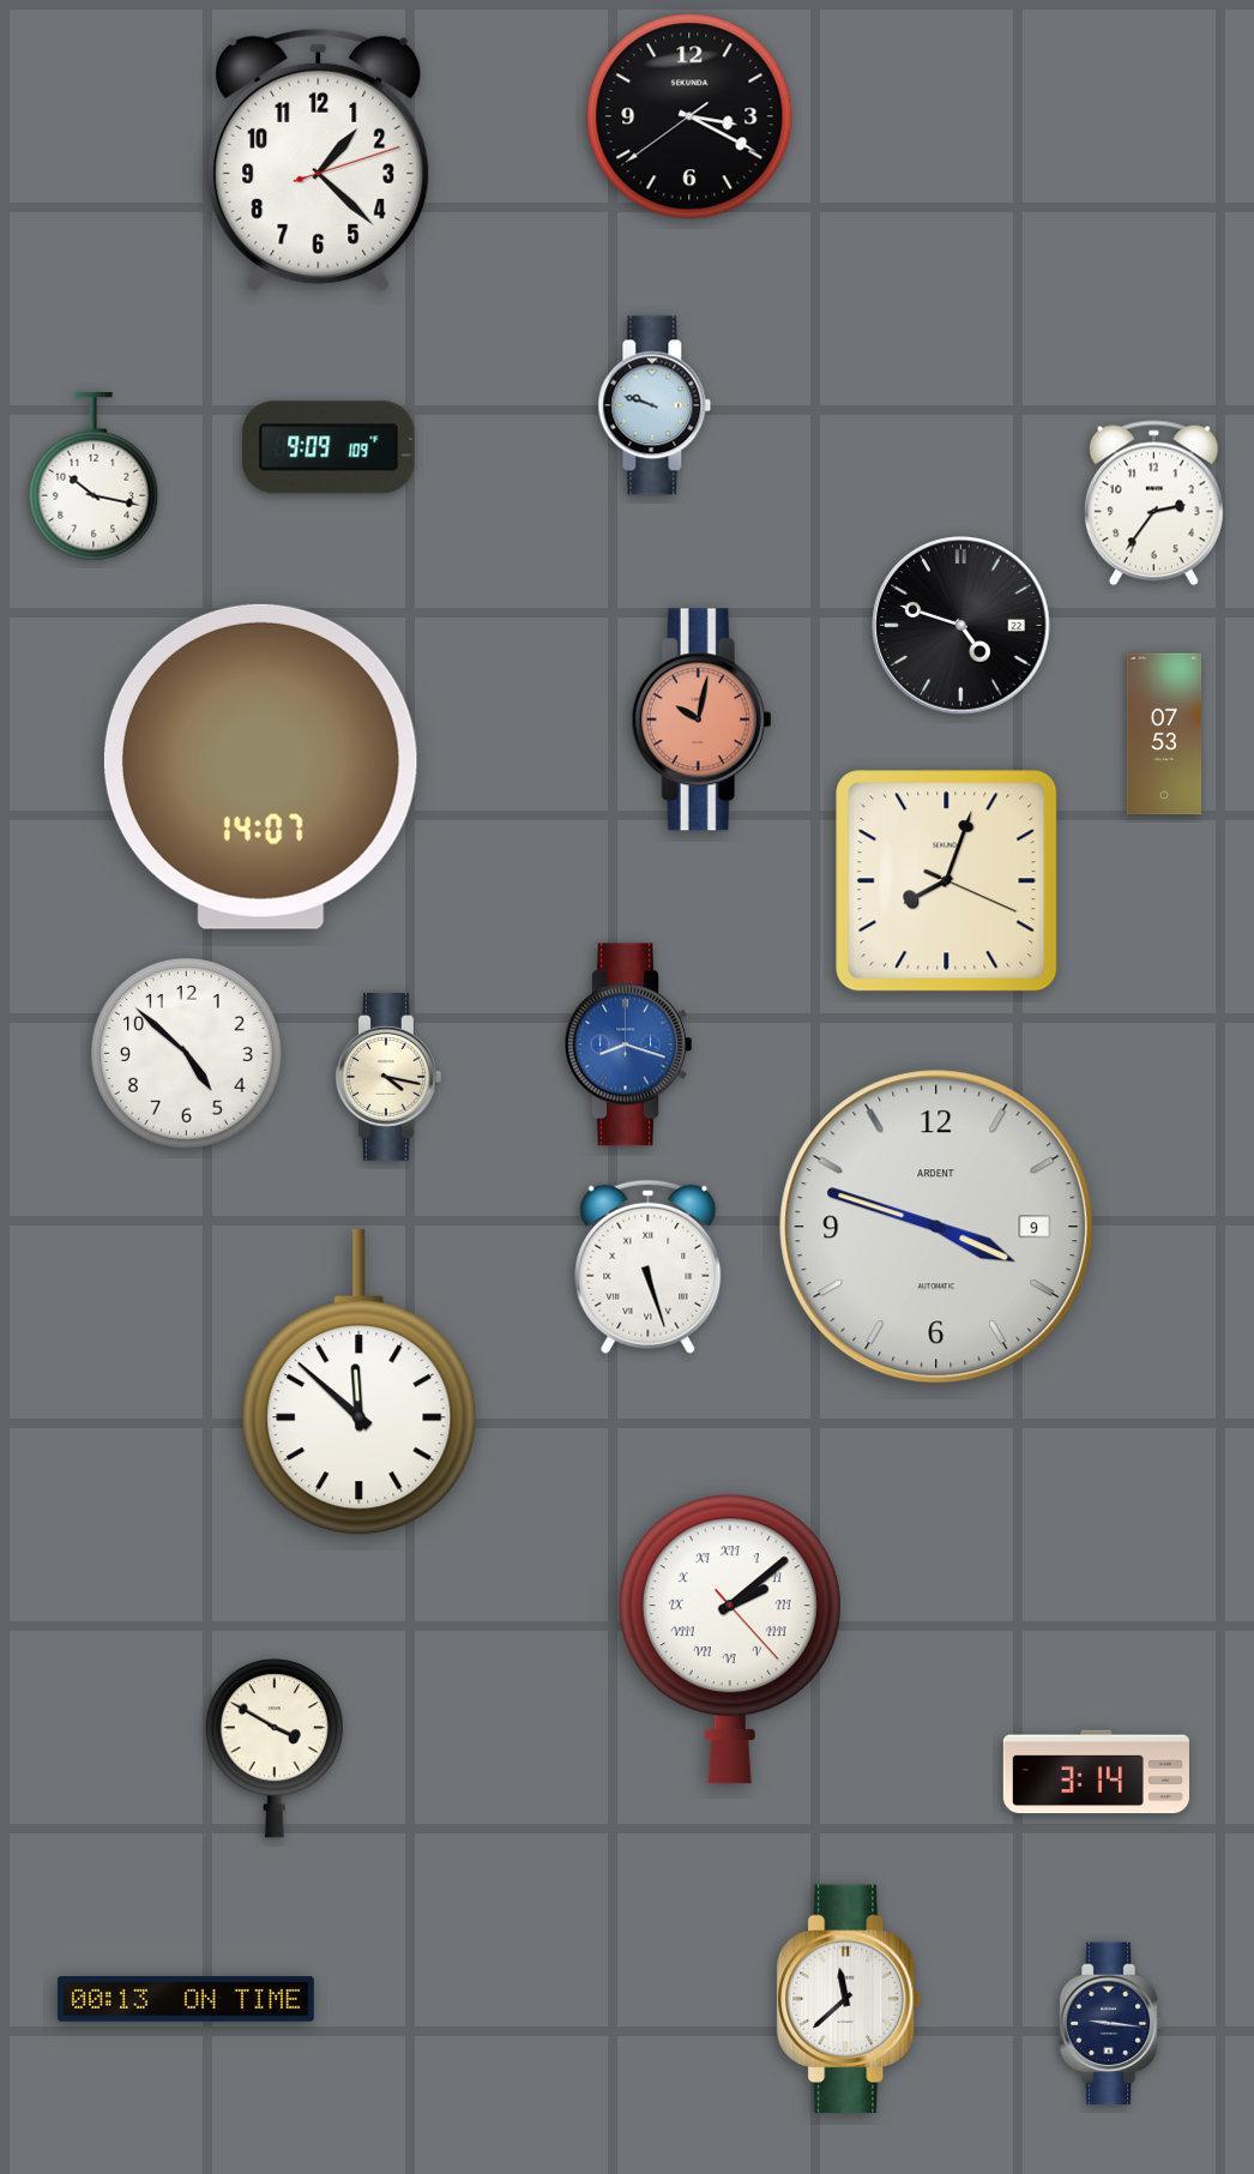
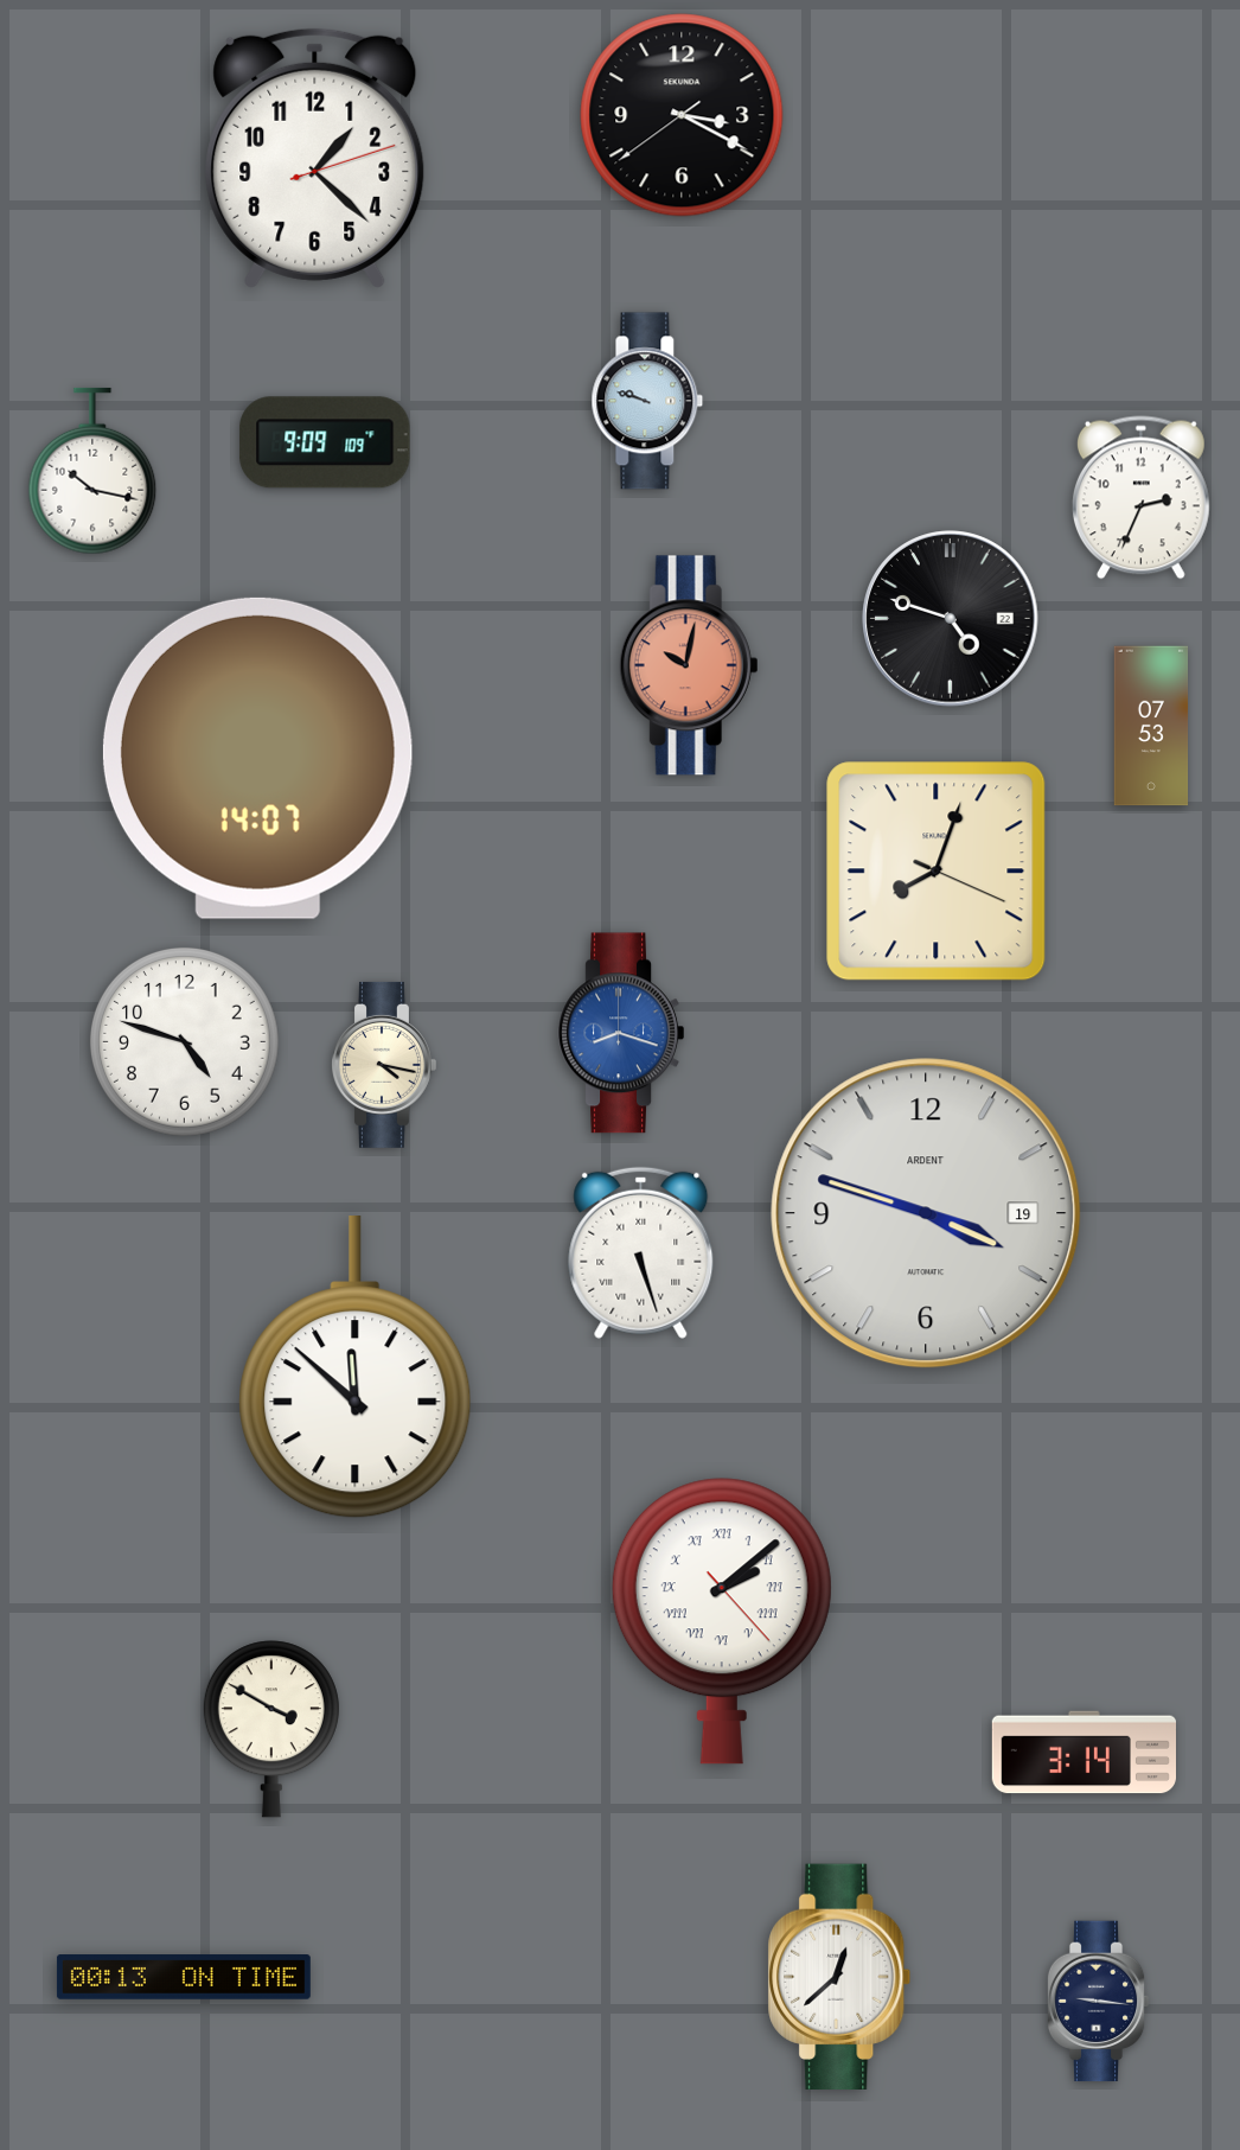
clock at (1153, 504): 2:36 -> 2:34
clock at (701, 719) position: (701, 719) -> (689, 665)
clock at (186, 1053): 4:52 -> 4:48
clock at (936, 1227) date: 9 -> 19
clock at (849, 1998): 11:38 -> 12:38
